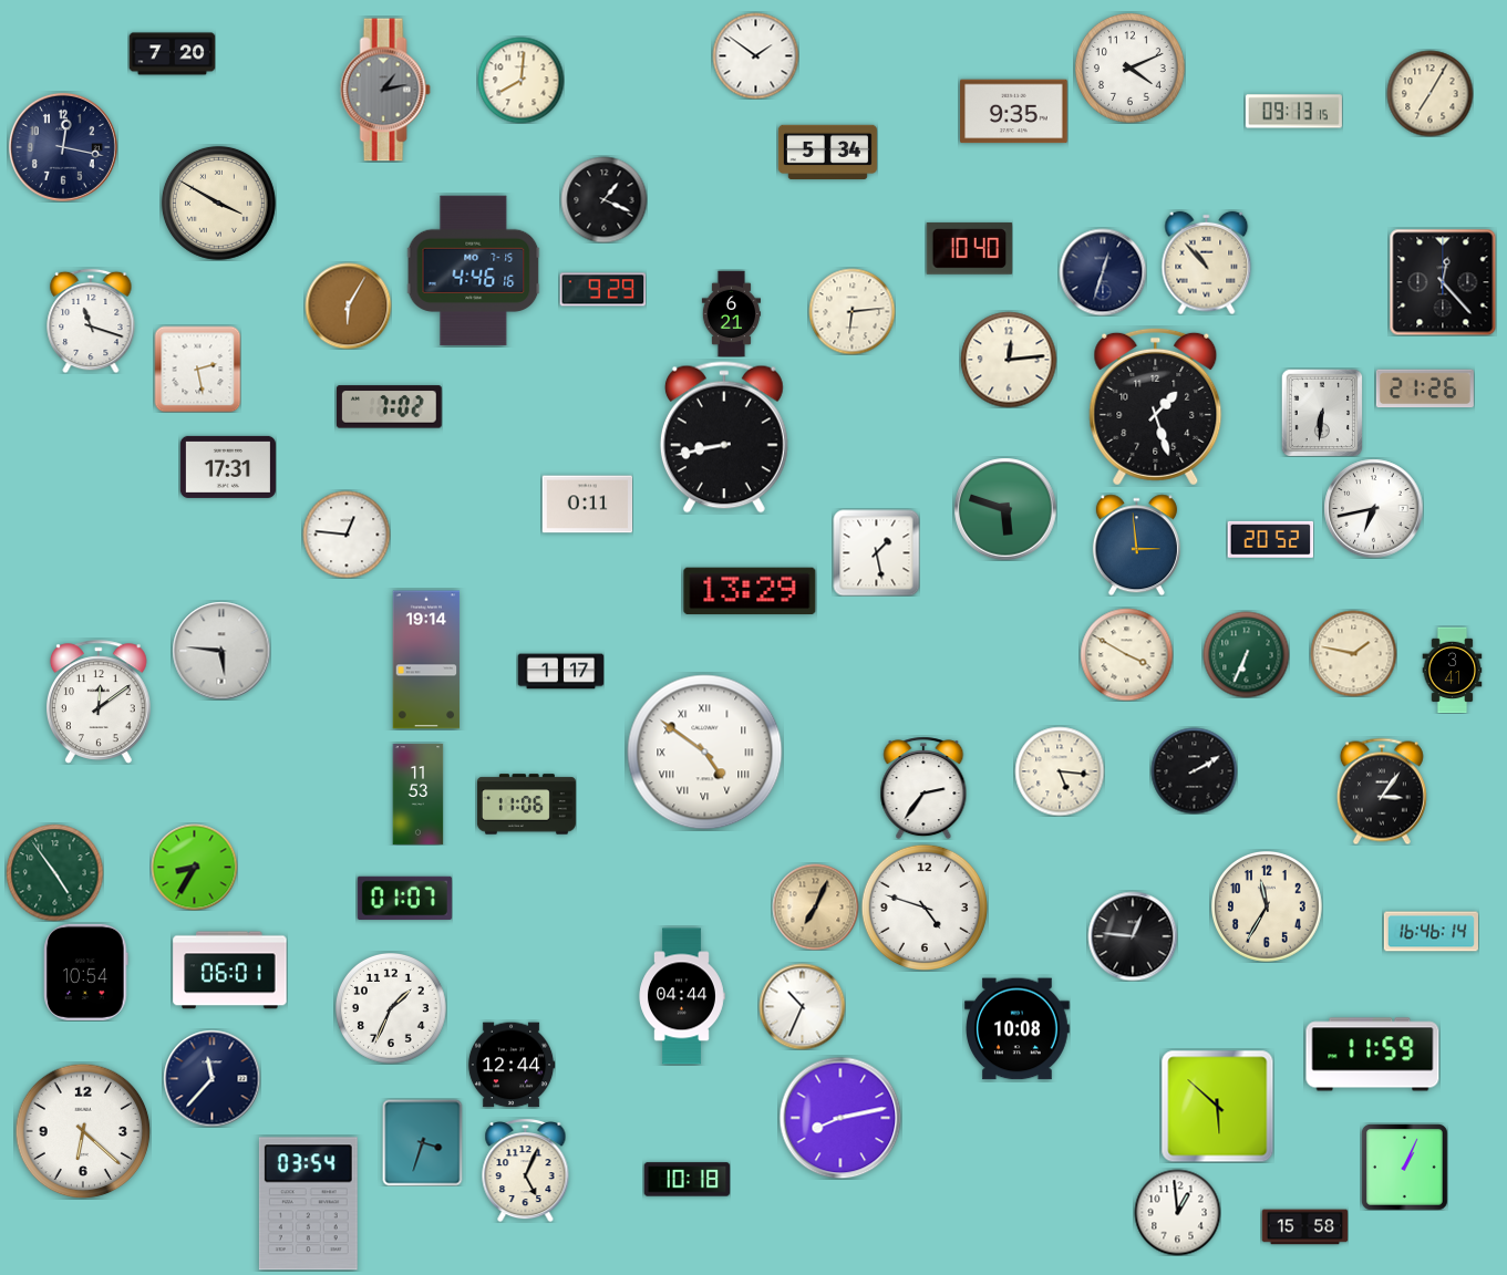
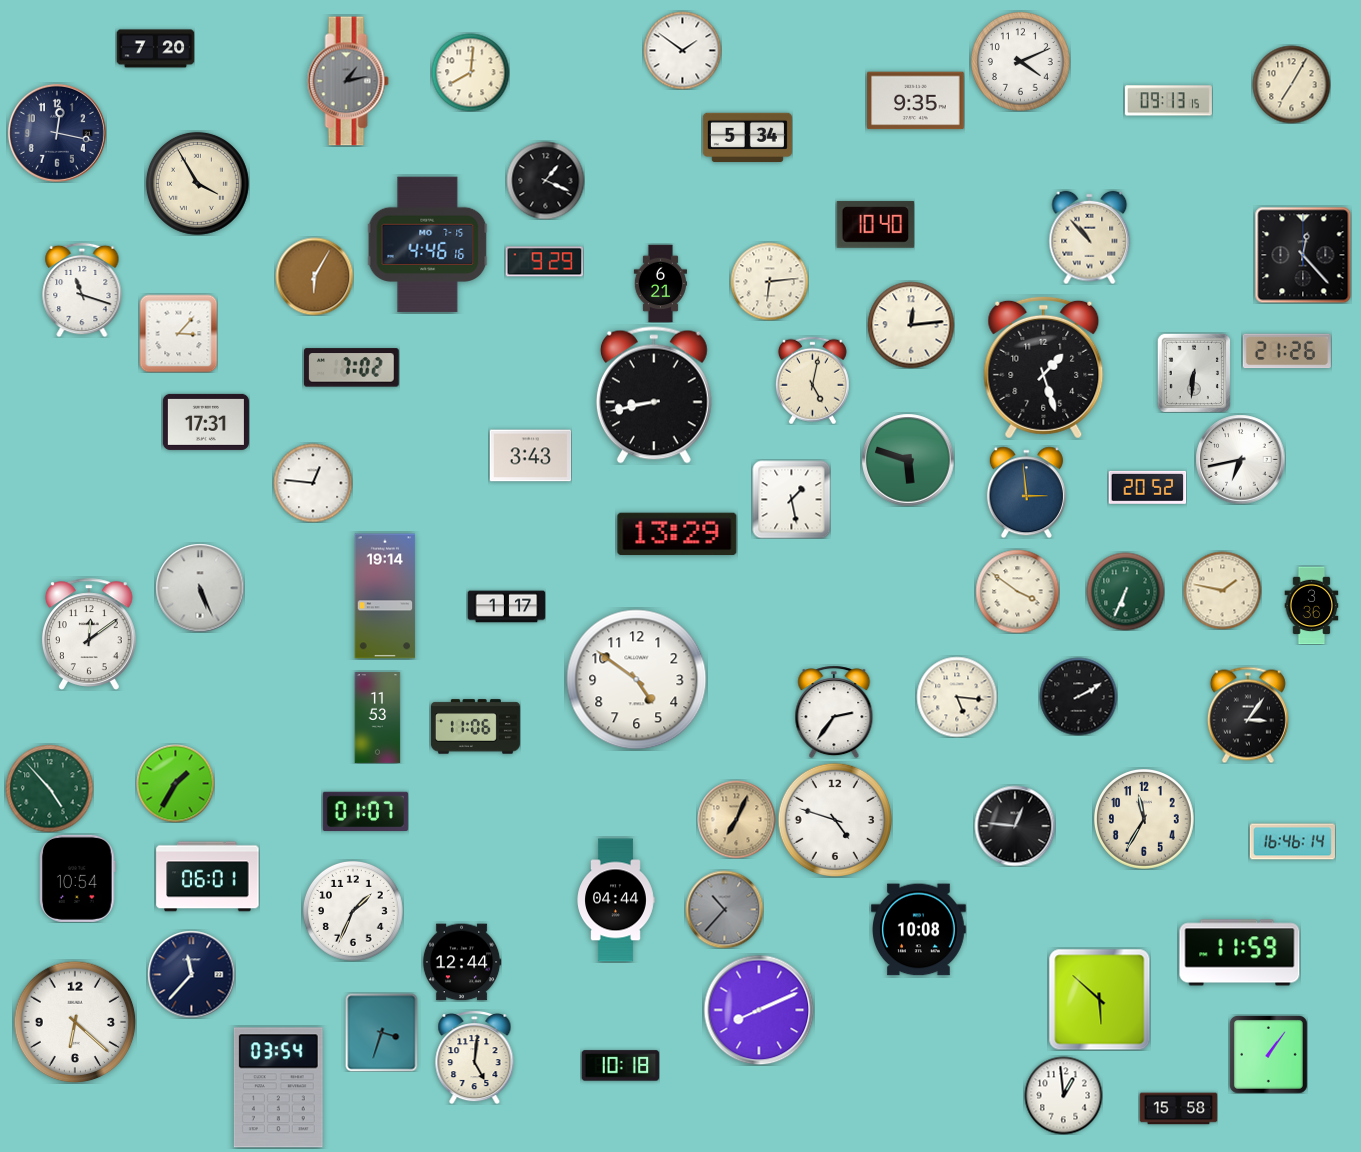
clock at (218, 203): 3:50 -> 3:55
clock at (1103, 272): 12:33 -> none
clock at (197, 369): 2:28 -> 3:07
clock at (812, 380): none -> 5:02
clock at (587, 505): 0:11 -> 3:43
clock at (221, 651): 5:46 -> 5:26
clock at (1126, 654): 3:50 -> 3:51
clock at (1453, 670): 3:41 -> 3:36
clock at (705, 753) numerals: Roman -> Arabic
clock at (194, 867): 8:35 -> 1:35
clock at (54, 872): 4:54 -> 4:53
clock at (1133, 936) position: (1133, 936) -> (1015, 826)
clock at (802, 1006): 10:34 -> 10:37
clock at (802, 1006) dial: white -> grey
clock at (840, 1118): 8:13 -> 8:11
clock at (1404, 1167): 1:04 -> 1:06
clock at (526, 1170): 5:04 -> 5:01
